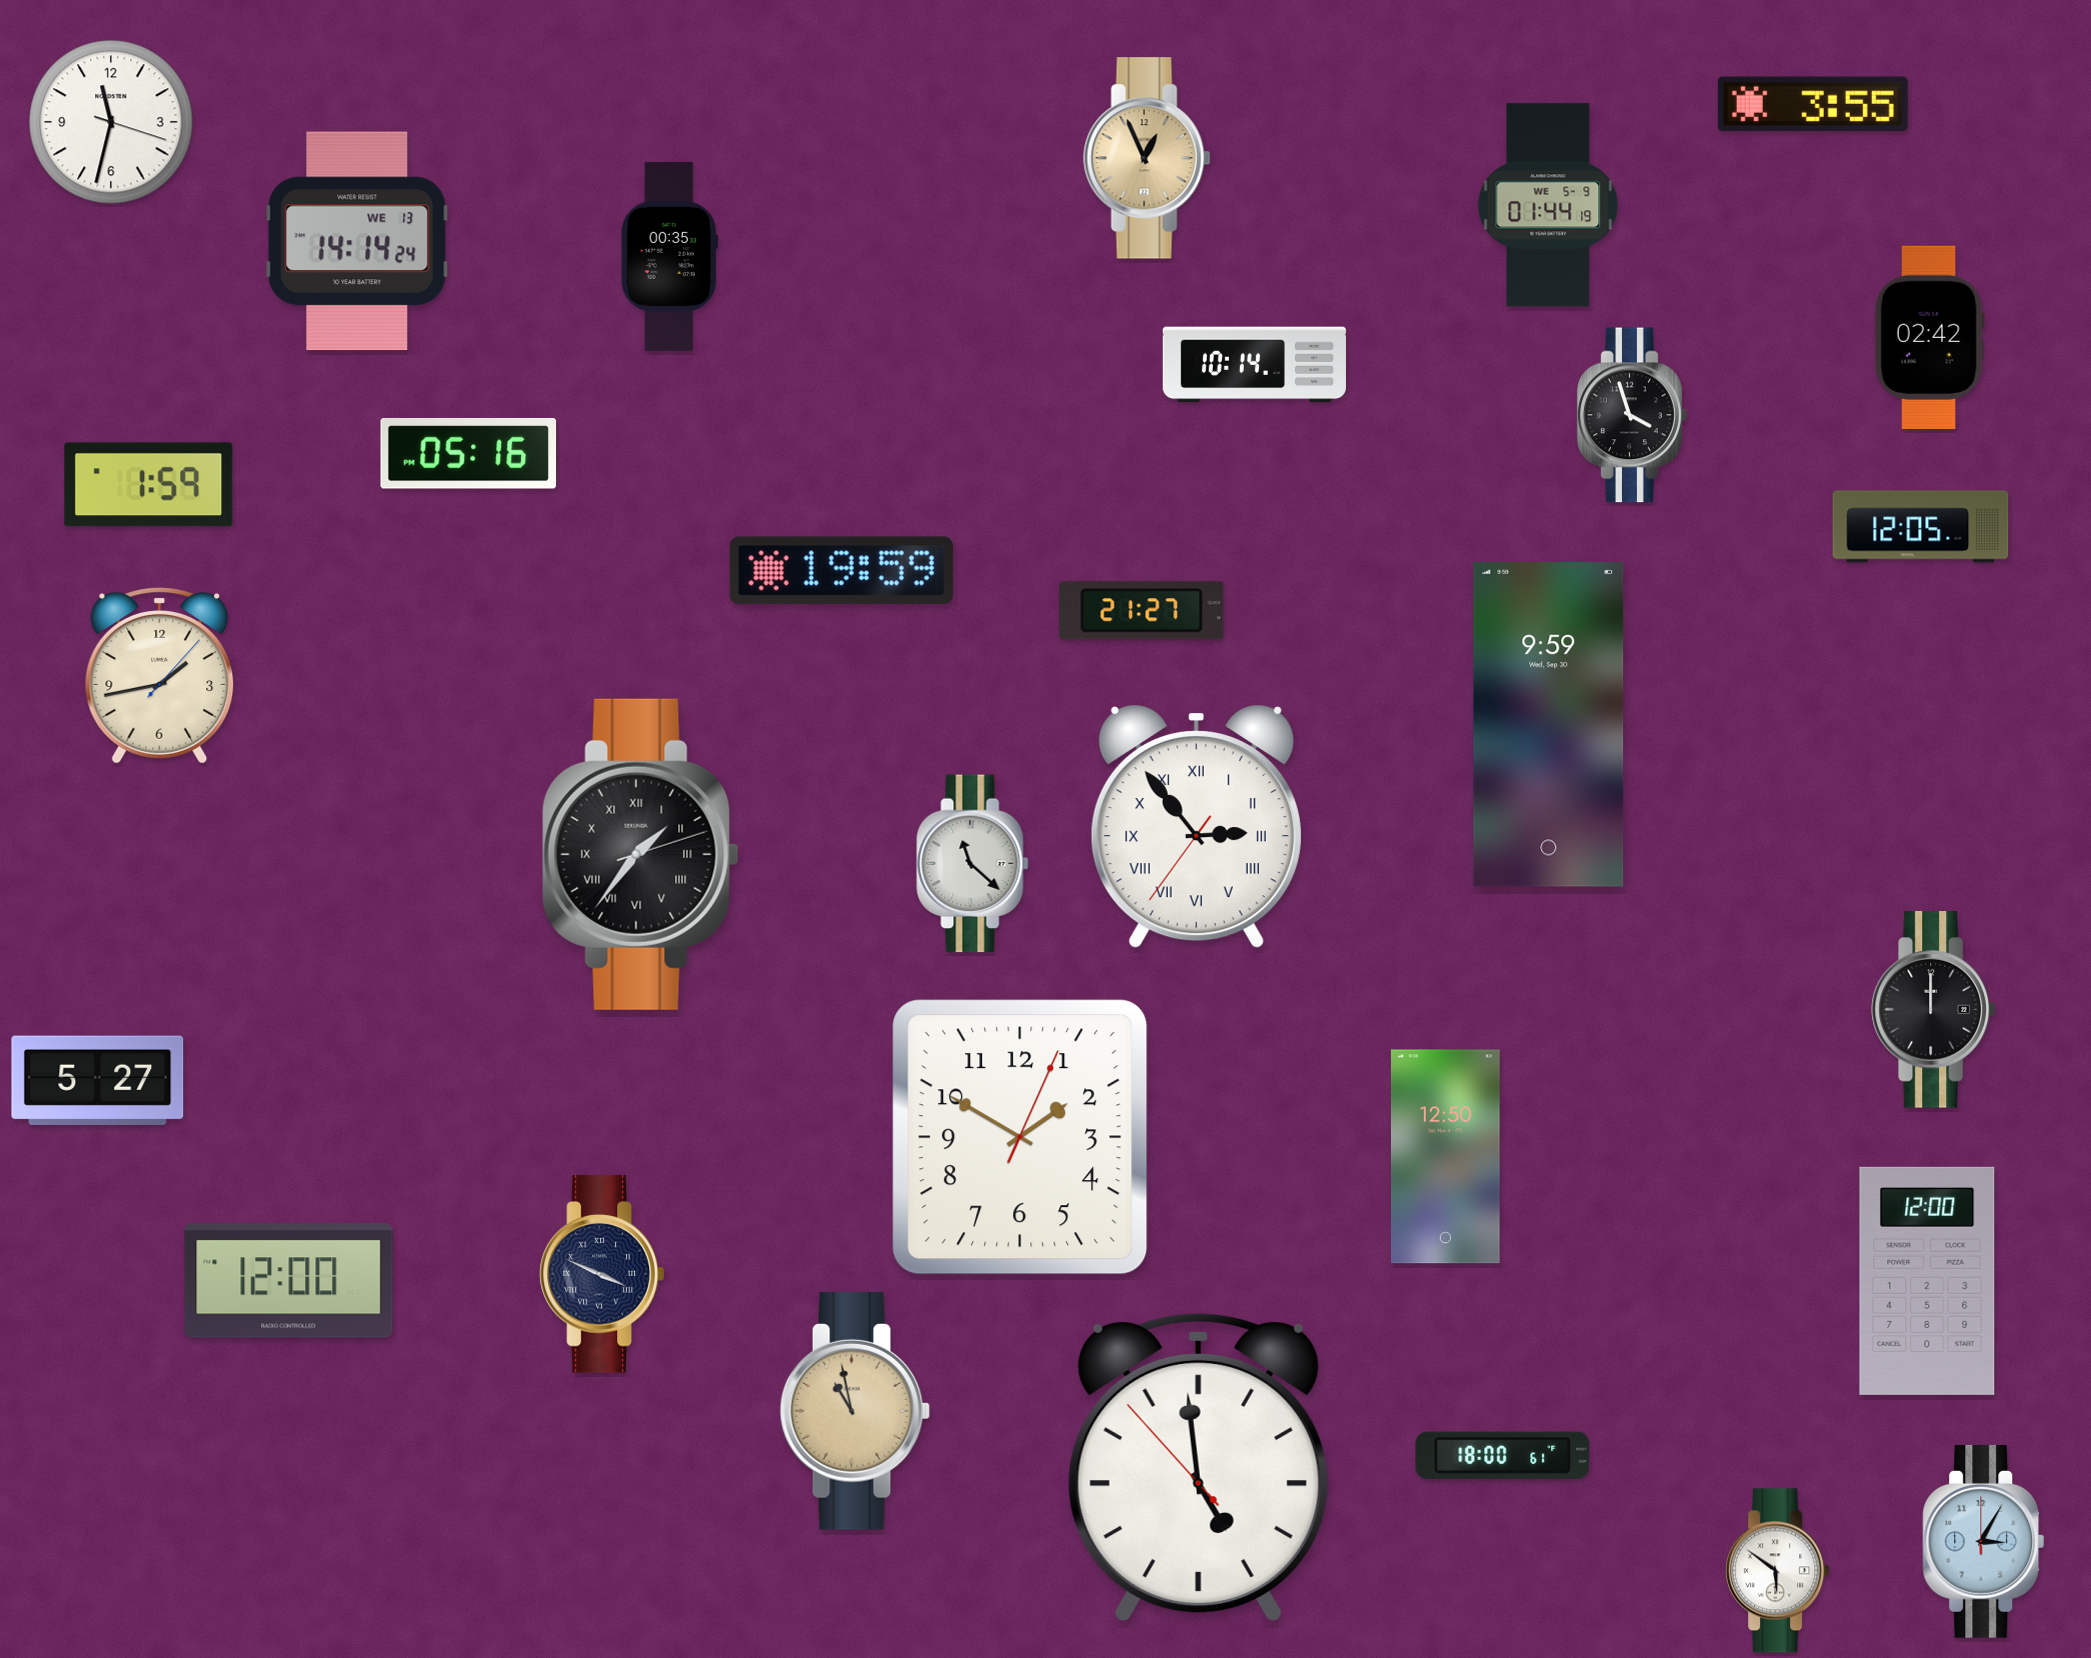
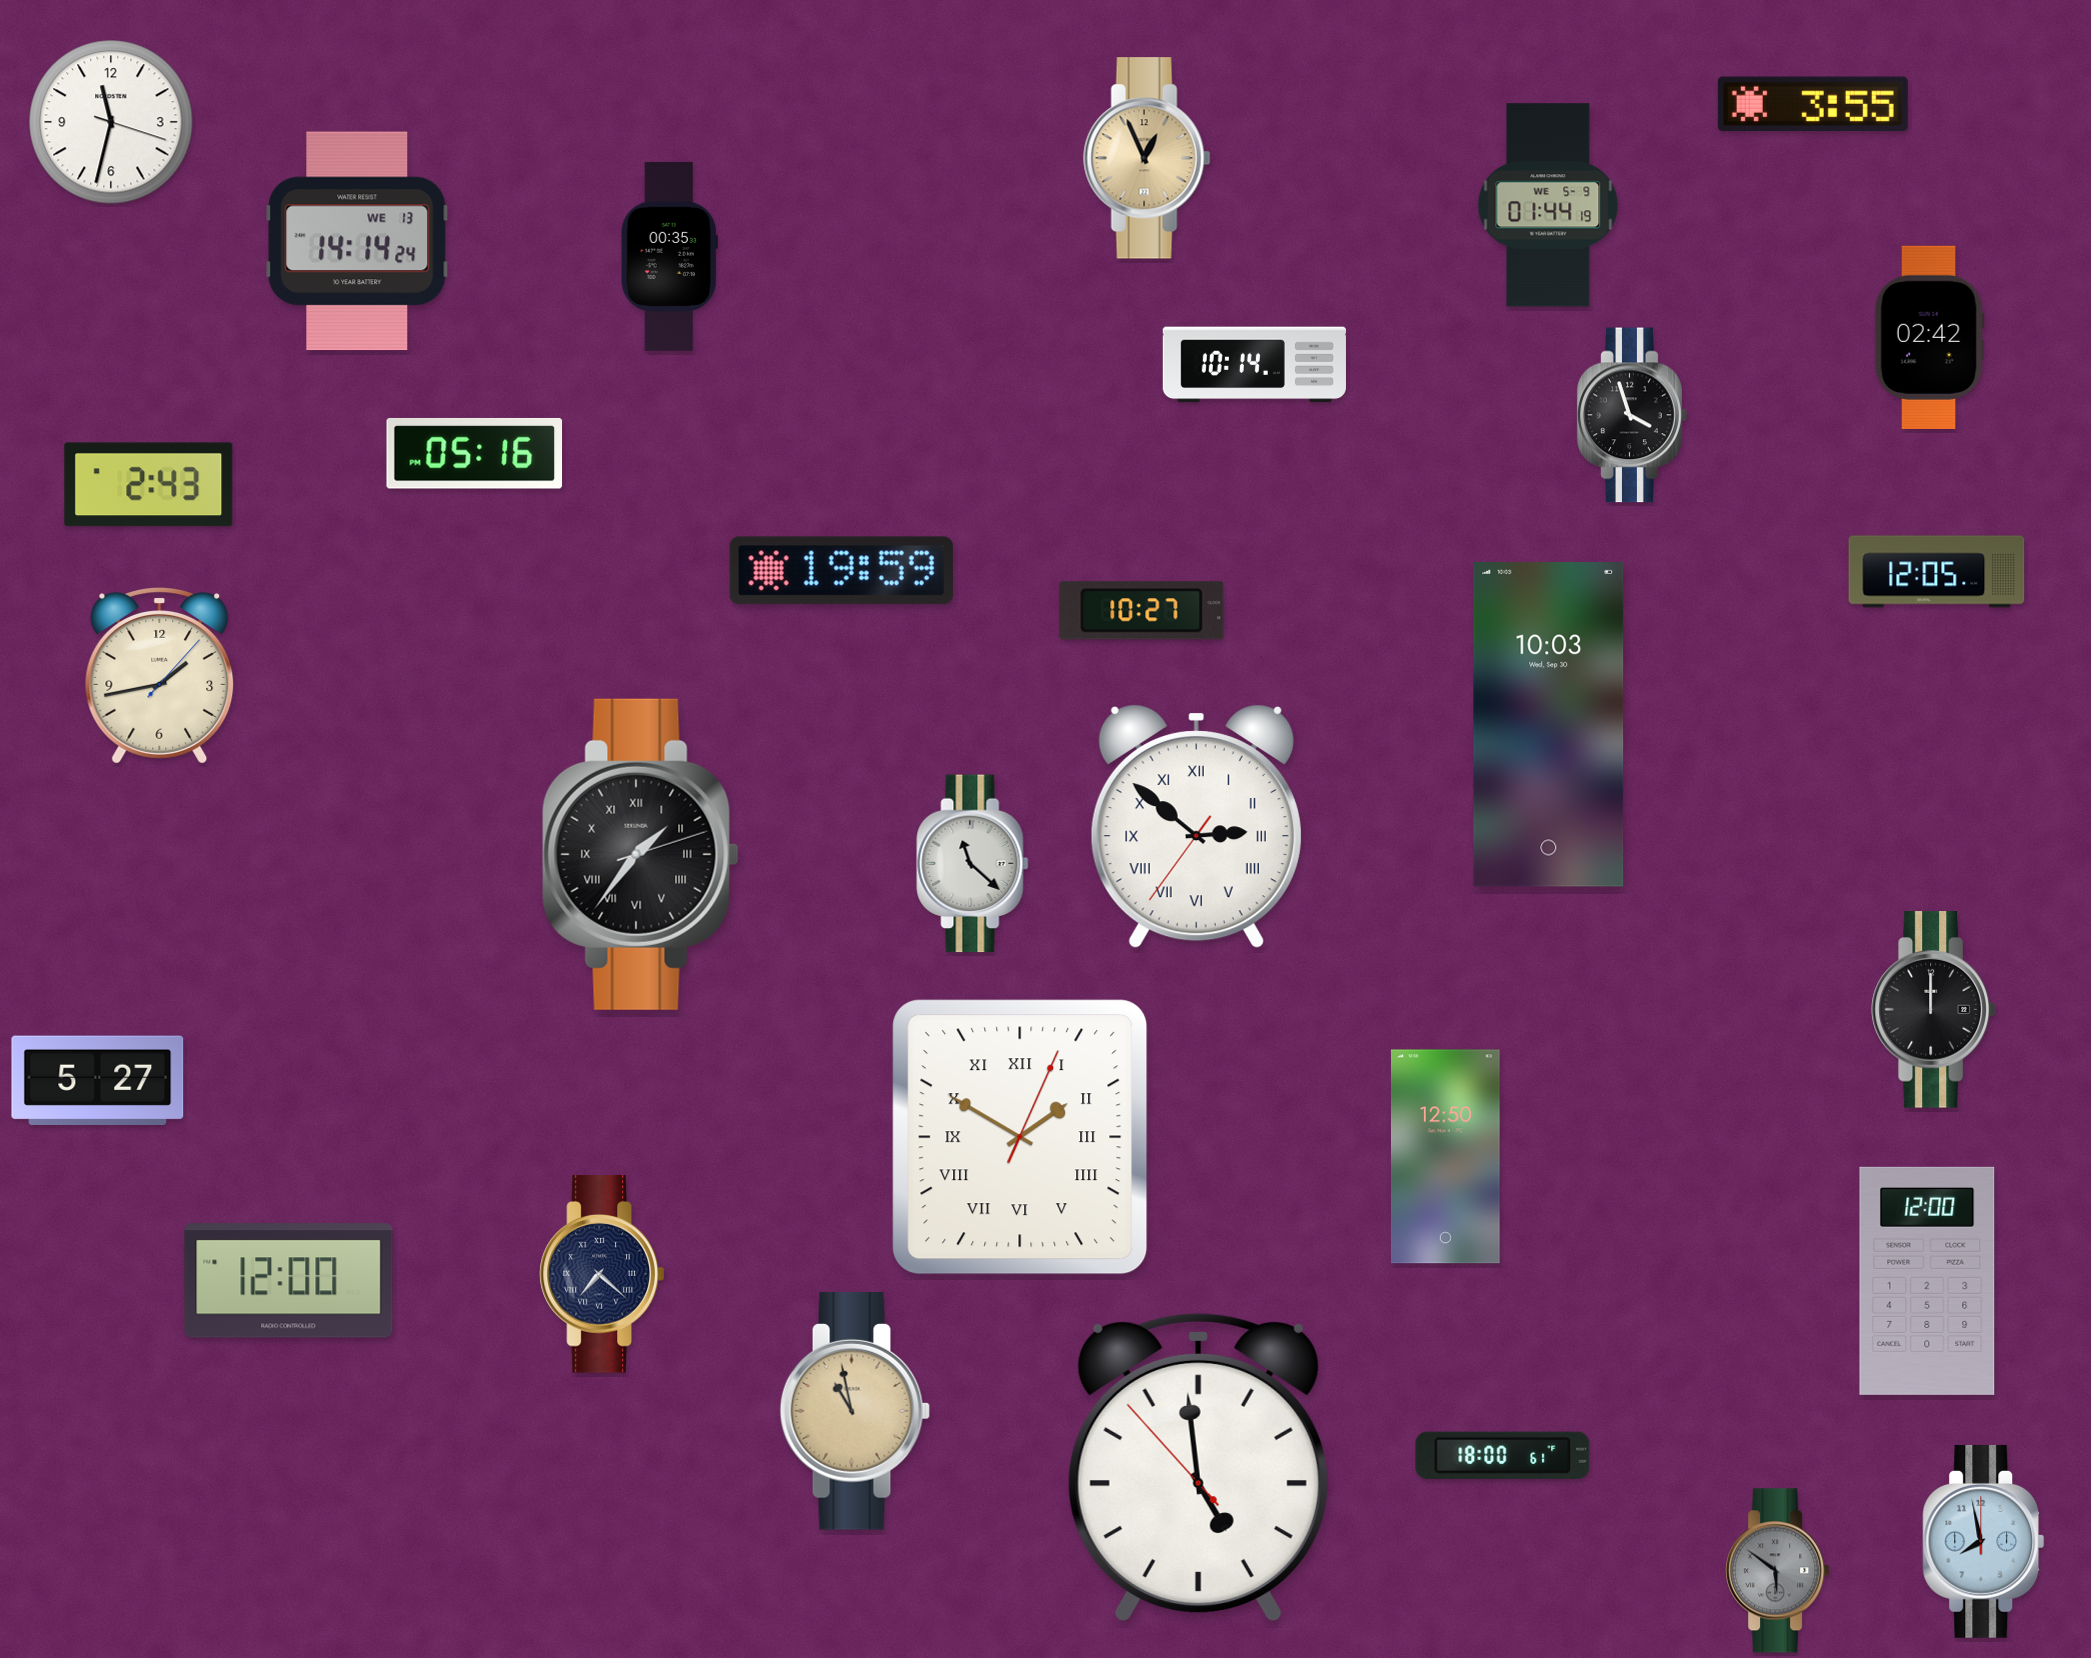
clock at (469, 454) position: (469, 454) -> (475, 454)
clock at (149, 485): 1:59 -> 2:43
clock at (1921, 527) position: (1921, 527) -> (1937, 572)
clock at (1142, 611): 21:27 -> 10:27
clock at (1549, 725): 9:59 -> 10:03
clock at (1196, 827): 2:53 -> 2:51
clock at (1020, 1137) numerals: Arabic -> Roman
clock at (602, 1274): 3:49 -> 7:22
clock at (1984, 1541): 3:05 -> 7:58
clock at (1778, 1571) dial: white -> grey
